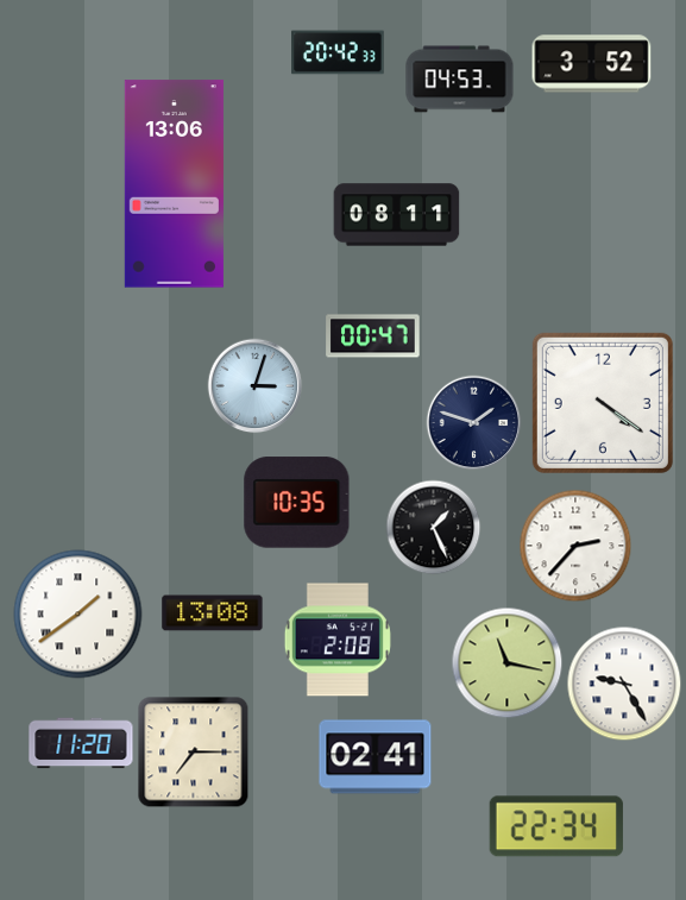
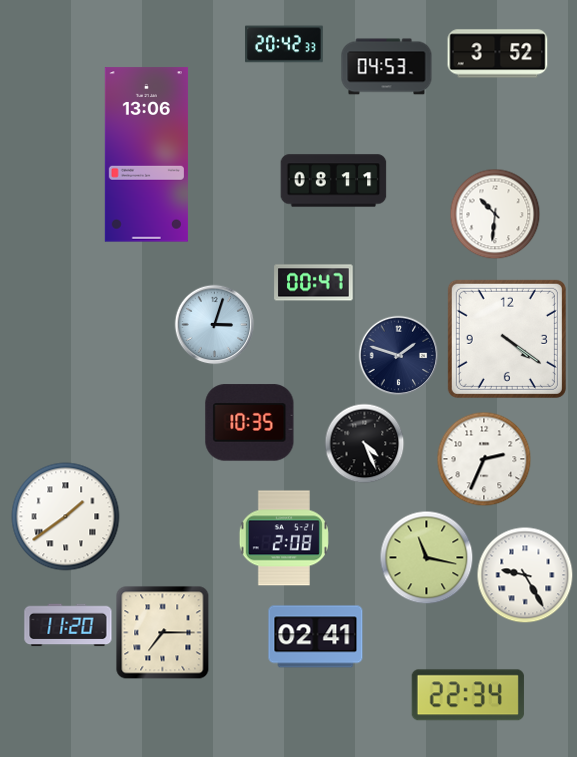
clock at (495, 214): none -> 10:31
clock at (433, 527): 1:26 -> 4:26
clock at (575, 546): 2:37 -> 2:34
clock at (213, 613): 13:08 -> none
